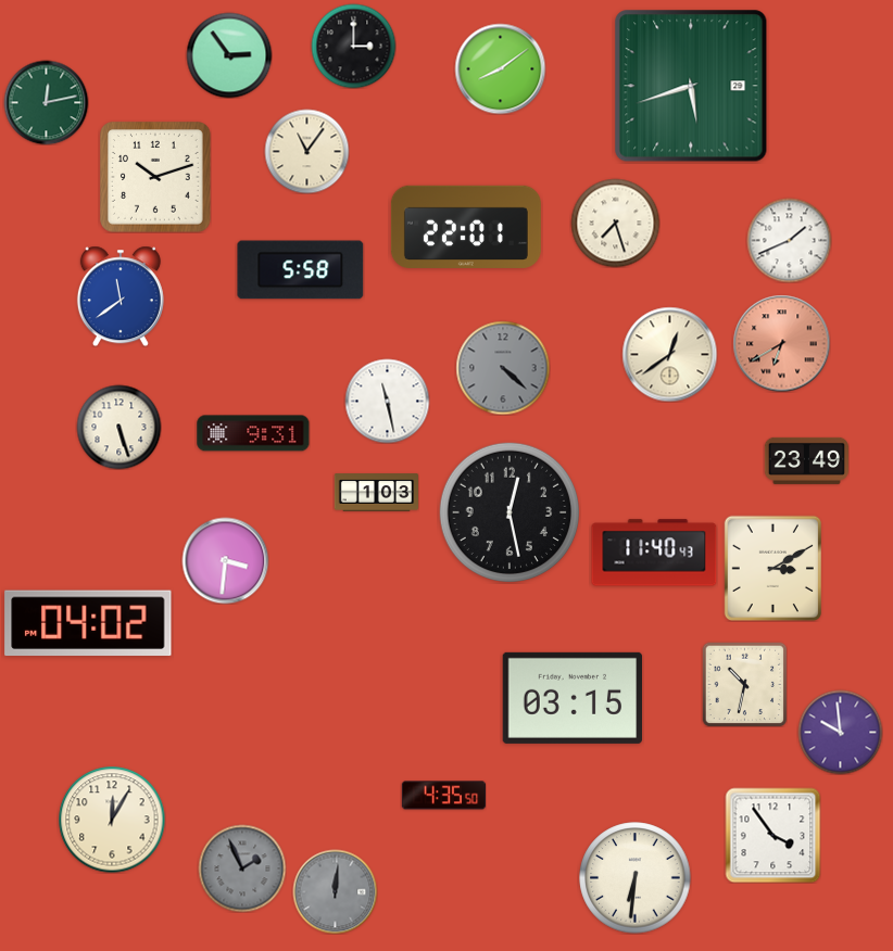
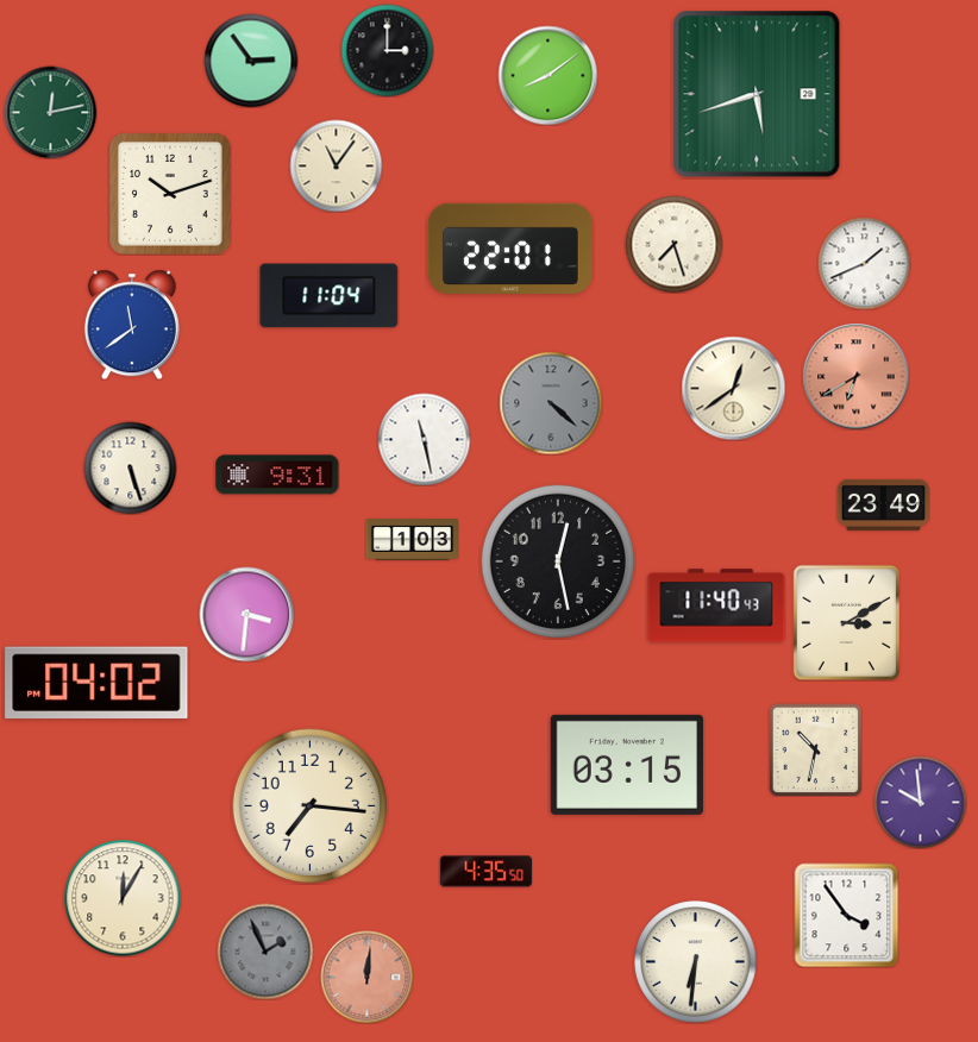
clock at (301, 270): 5:58 -> 11:04
clock at (309, 805): none -> 7:16
clock at (335, 891) dial: grey -> salmon
